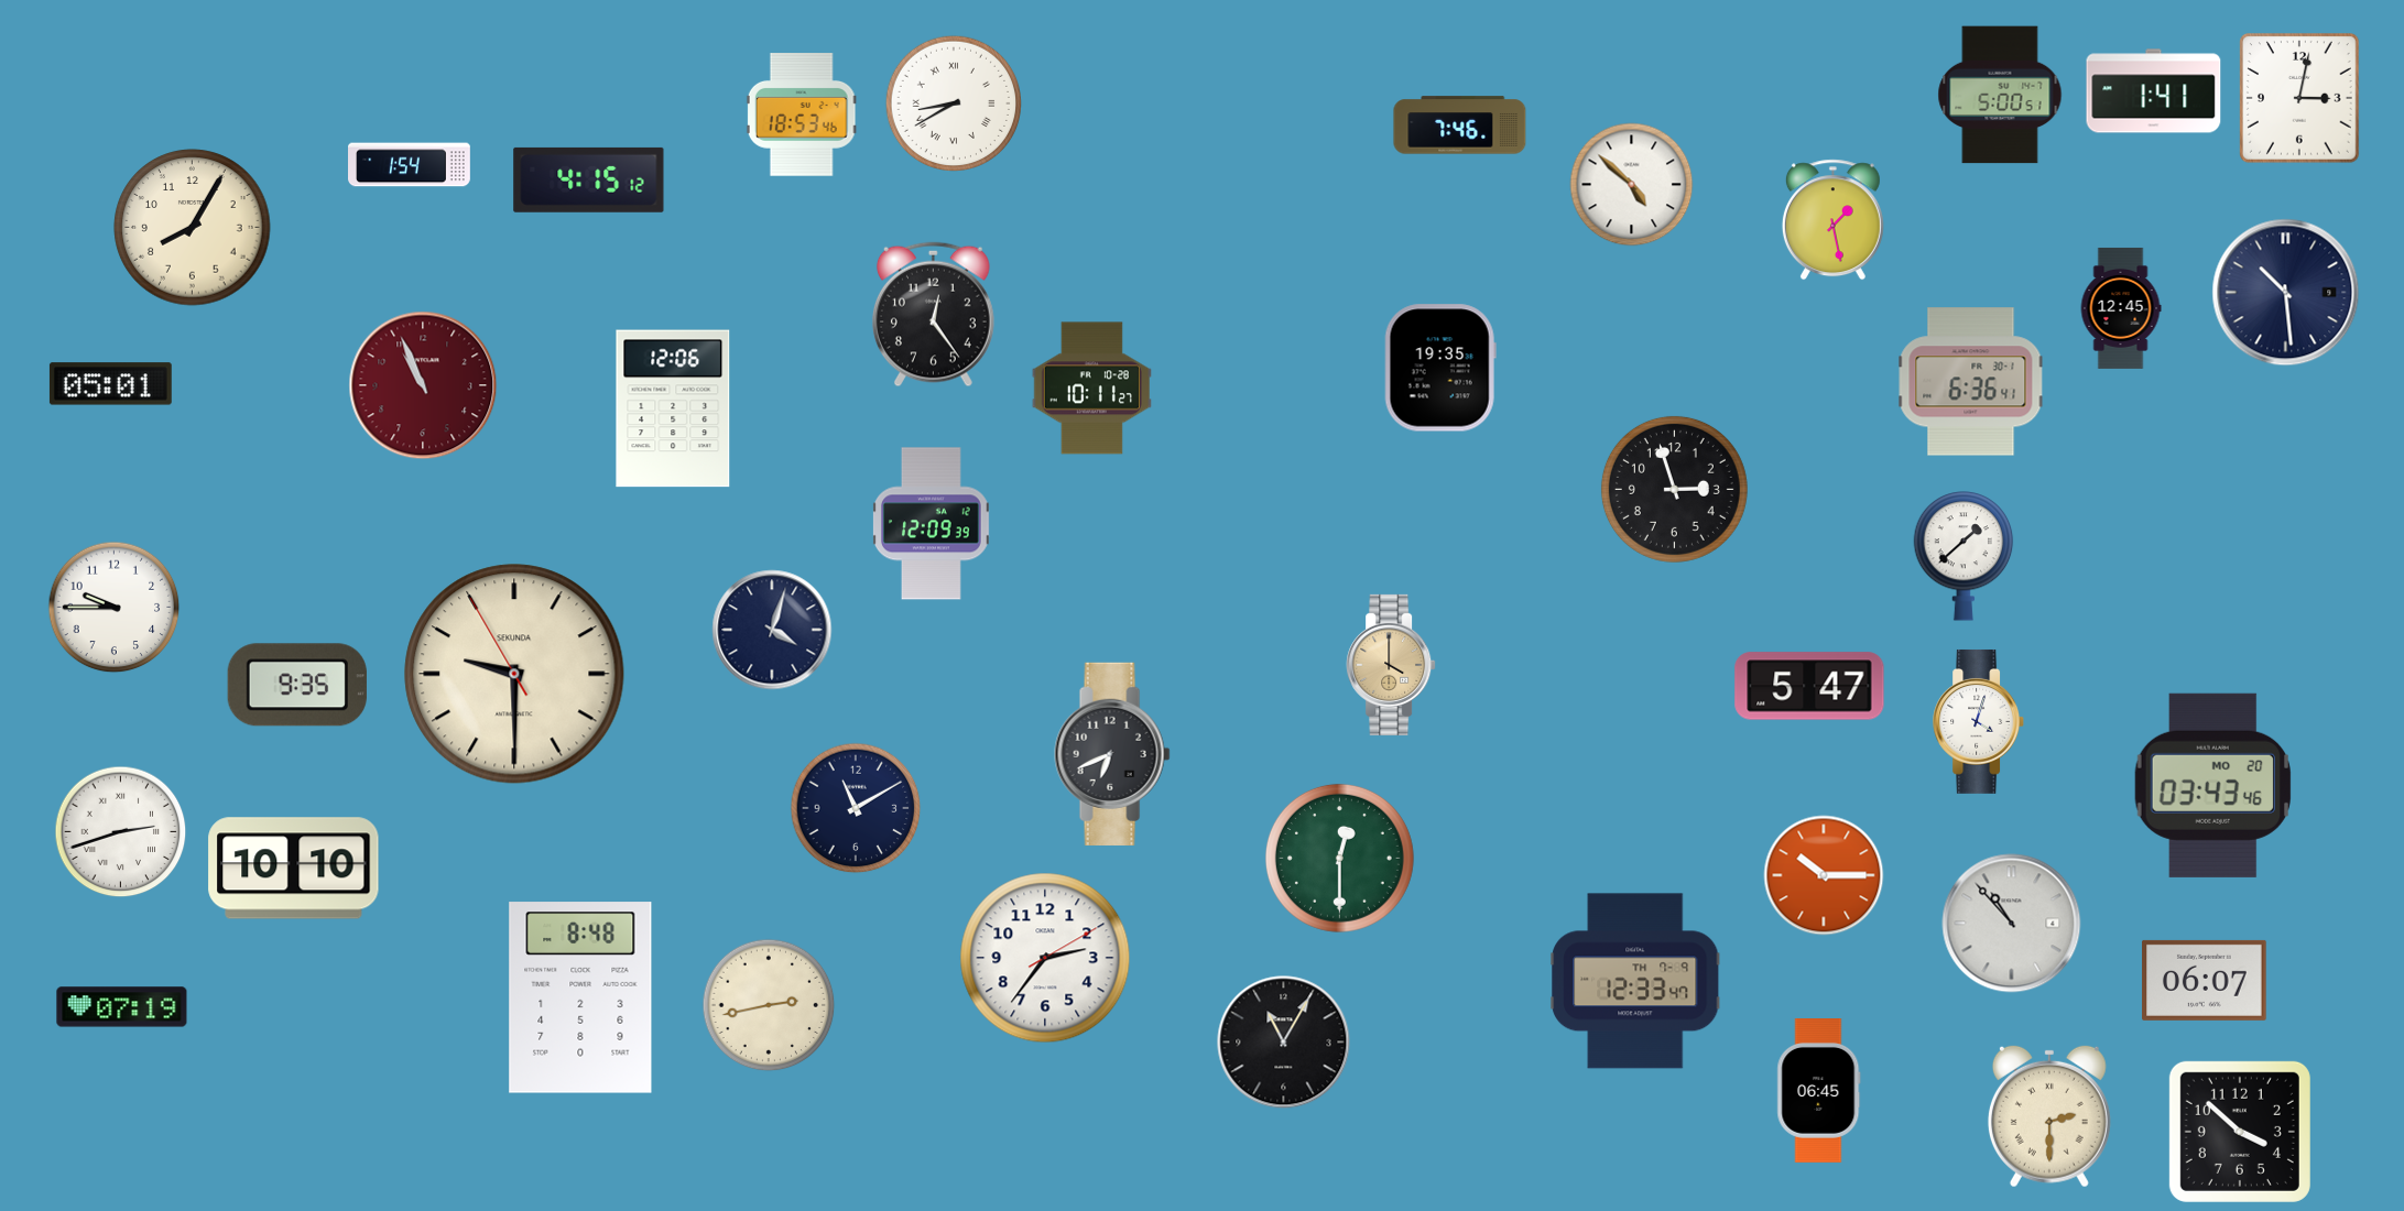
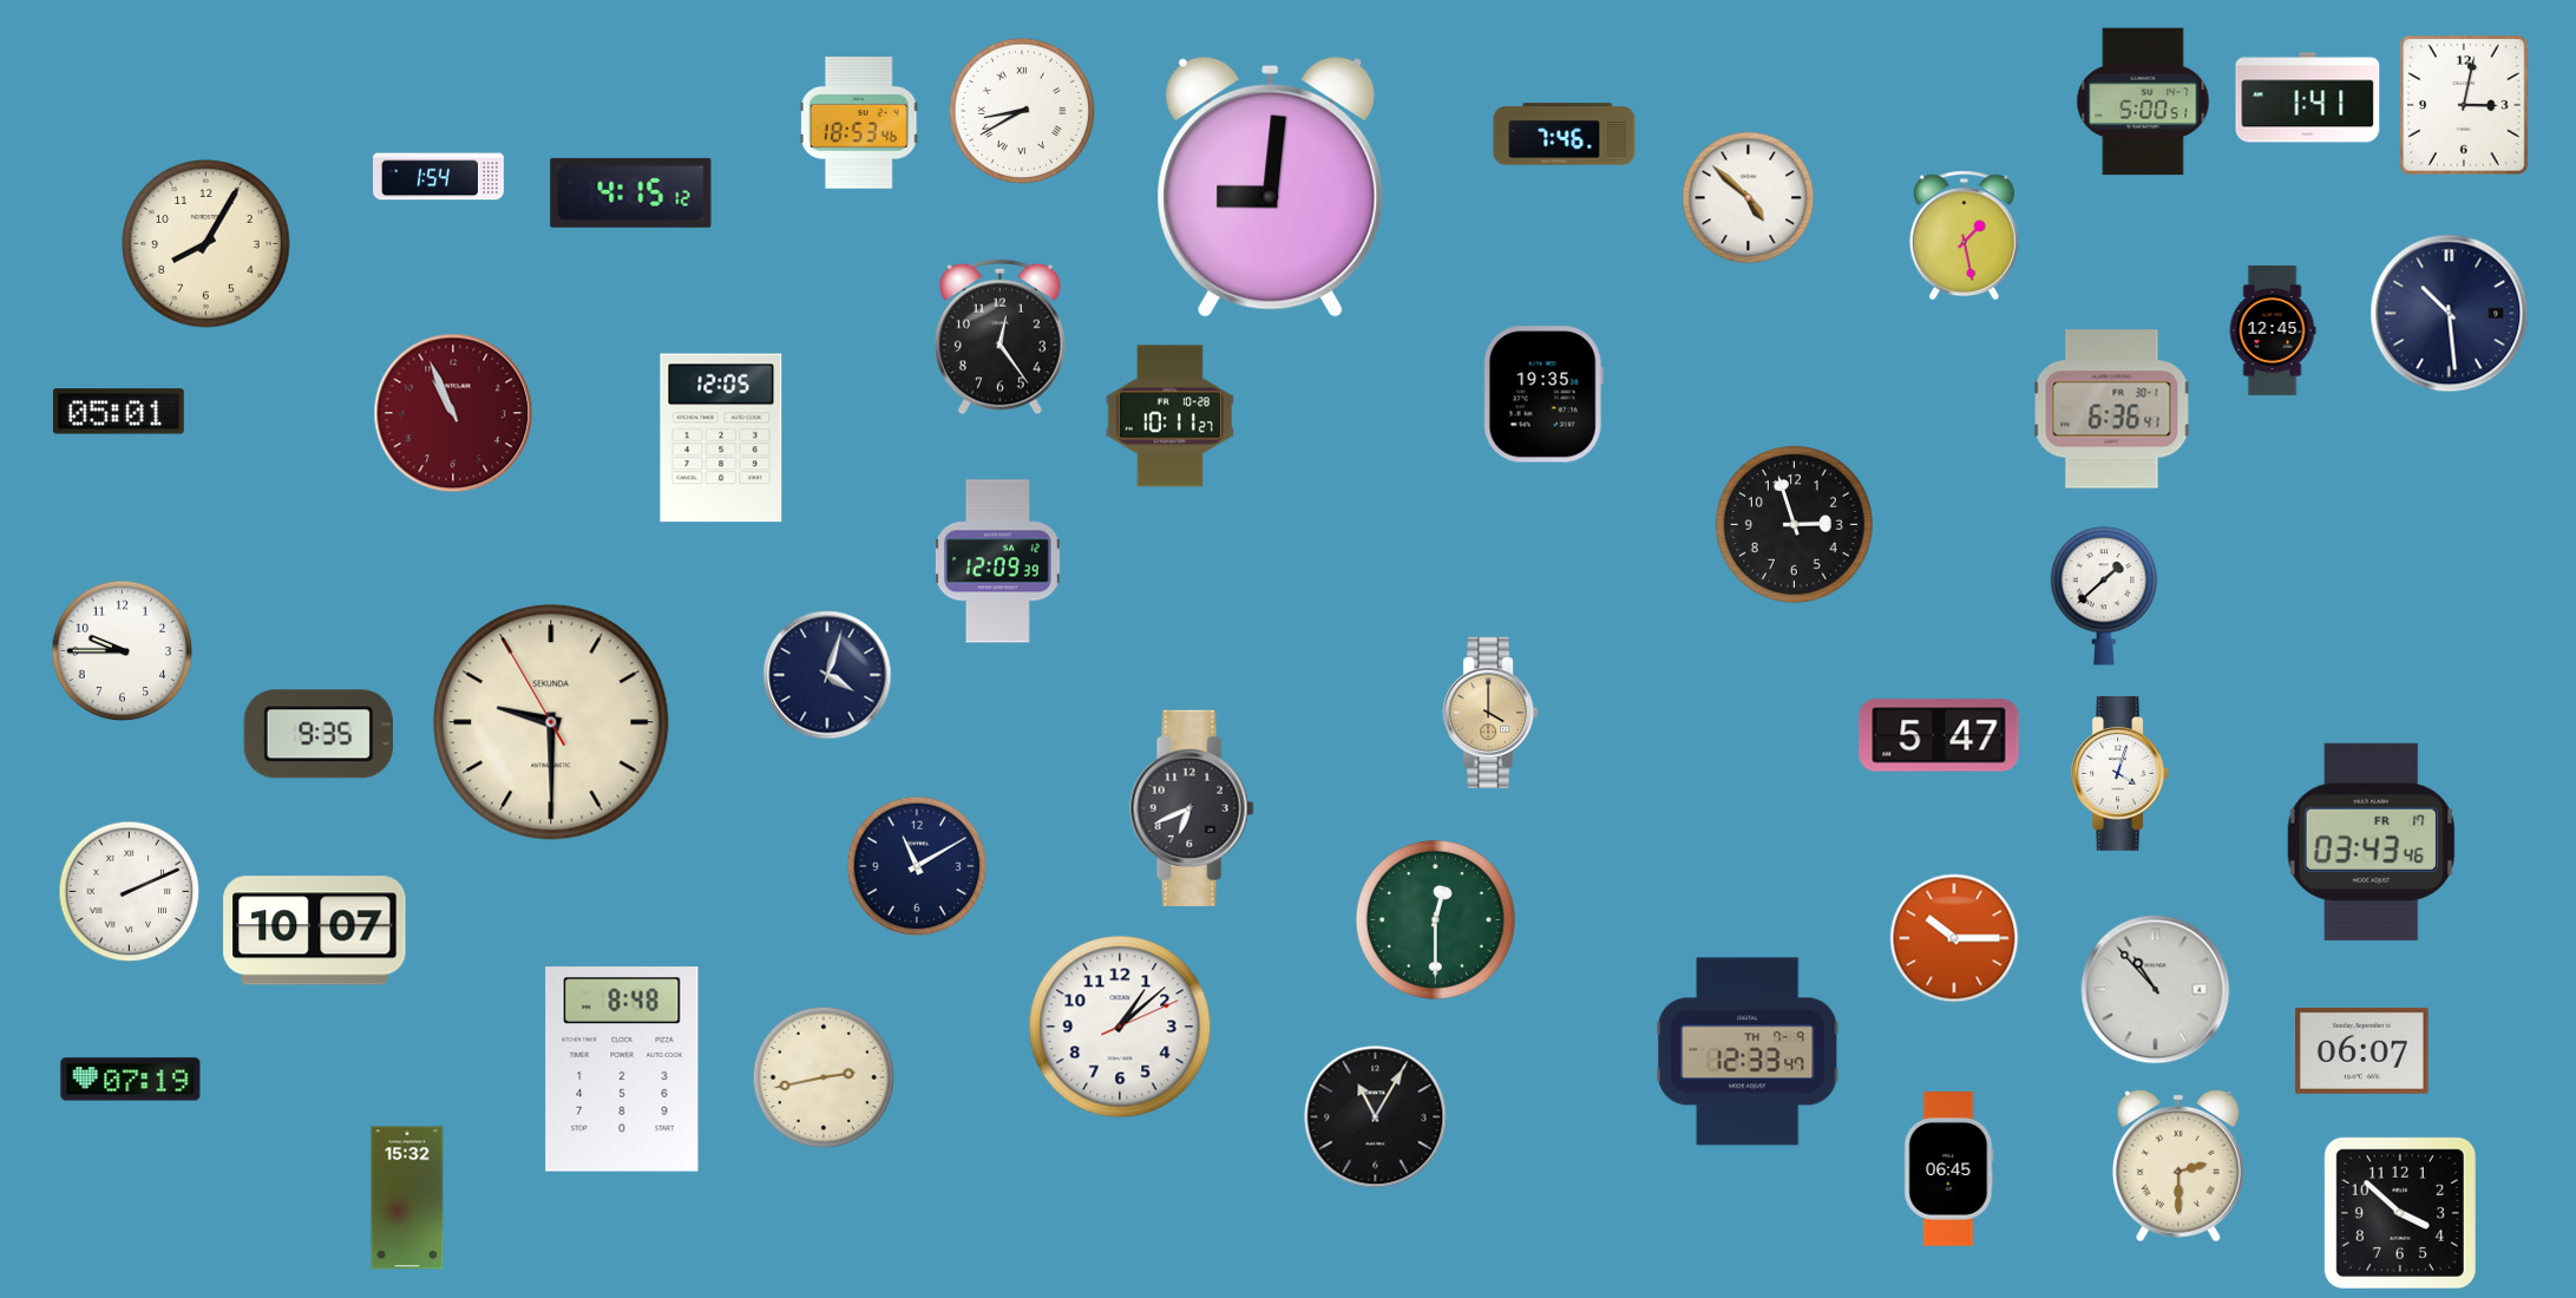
clock at (1271, 186): none -> 9:01
clock at (673, 408): 12:06 -> 12:05
clock at (2212, 785) date: MO 20 -> FR 17
clock at (121, 832): 2:42 -> 2:11
clock at (294, 869): 10:10 -> 10:07
clock at (1045, 958): 2:36 -> 1:08
clock at (1635, 981) position: (1635, 981) -> (1748, 1051)
clock at (2049, 1116) position: (2049, 1116) -> (2178, 1166)
clock at (407, 1198): none -> 15:32
